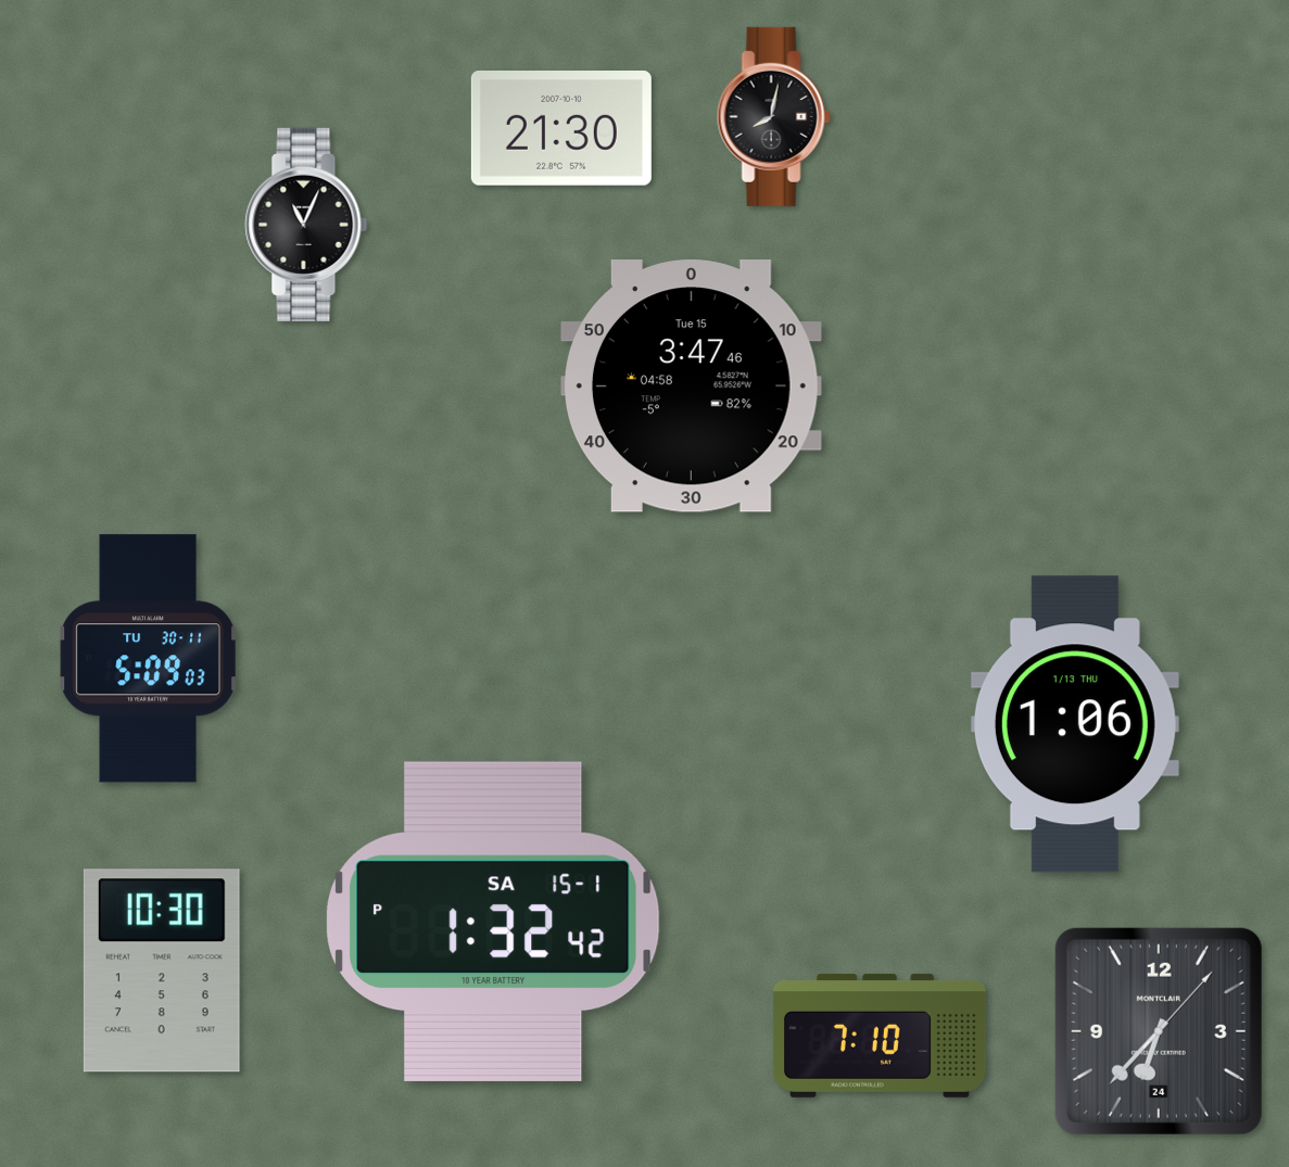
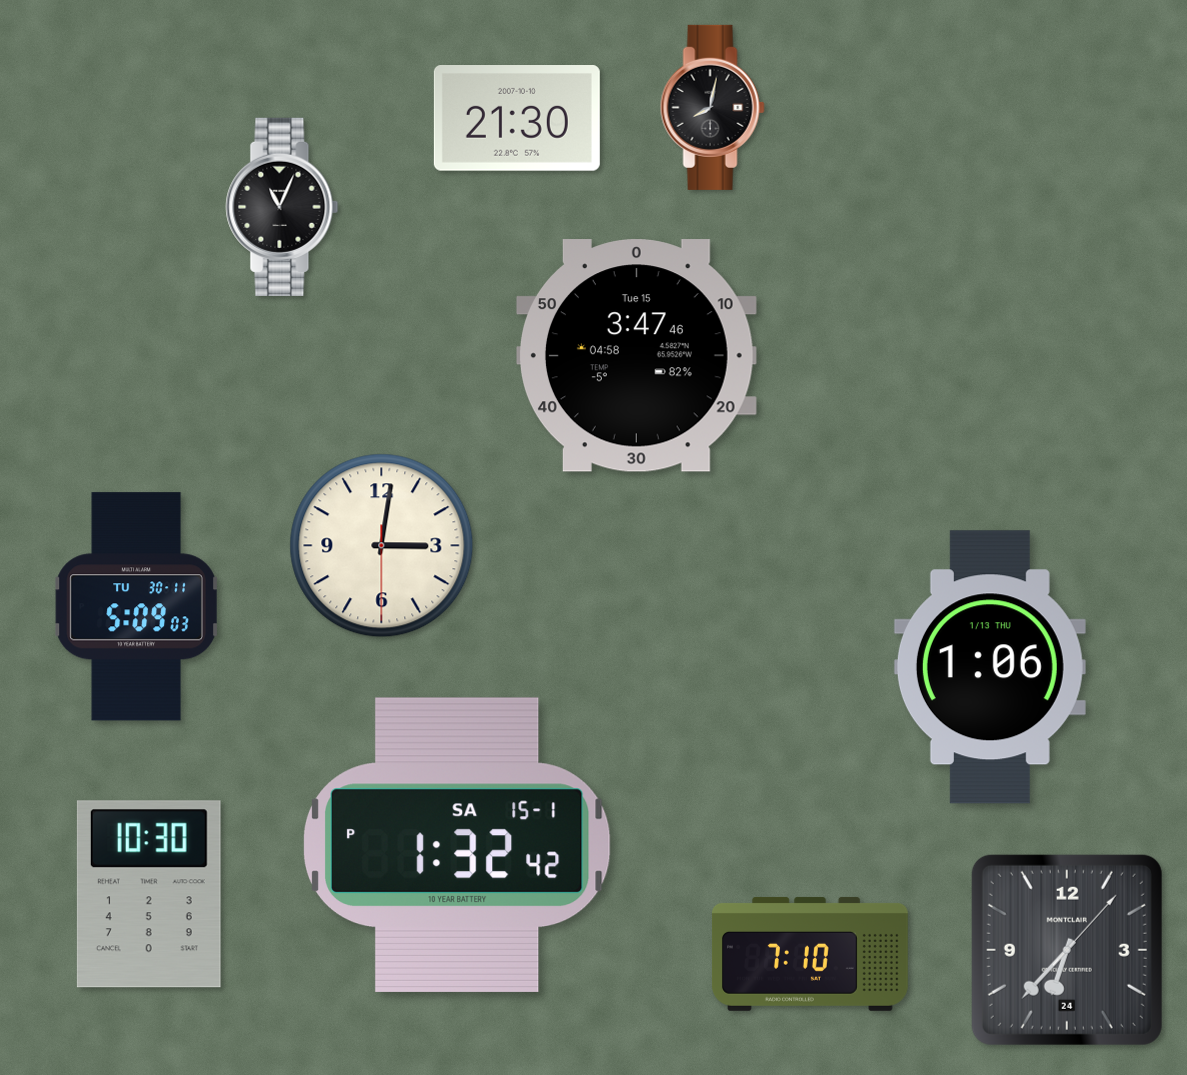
clock at (382, 546): none -> 3:01
clock at (493, 922) position: (493, 922) -> (457, 845)
